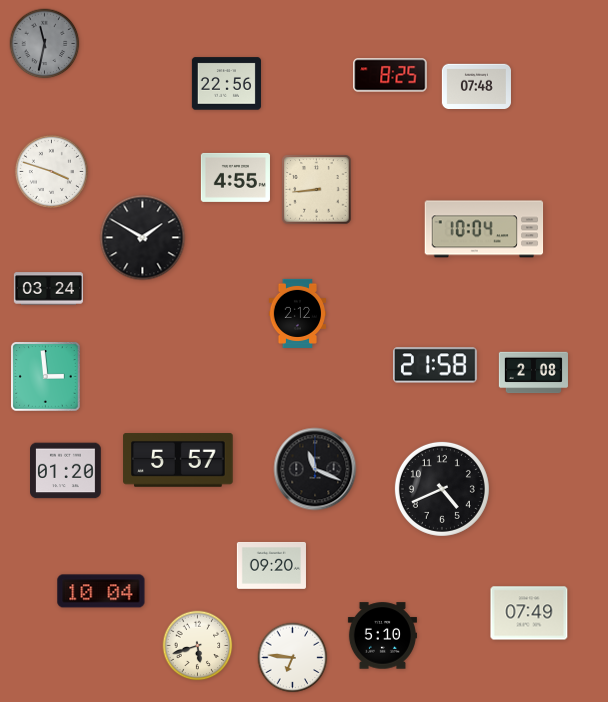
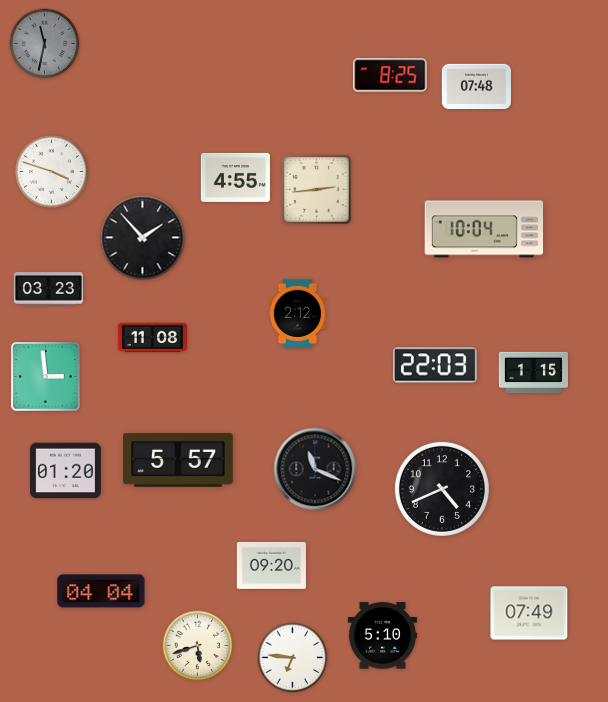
clock at (226, 84): 22:56 -> none
clock at (317, 190): 8:44 -> 2:44
clock at (143, 238): 1:50 -> 1:53
clock at (48, 289): 03:24 -> 03:23
clock at (152, 338): none -> 11:08
clock at (436, 365): 21:58 -> 22:03
clock at (533, 373): 2:08 -> 1:15
clock at (101, 591): 10:04 -> 04:04
